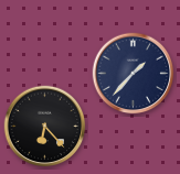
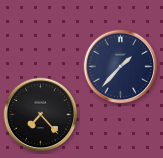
clock at (45, 127): 6:23 -> 7:23
